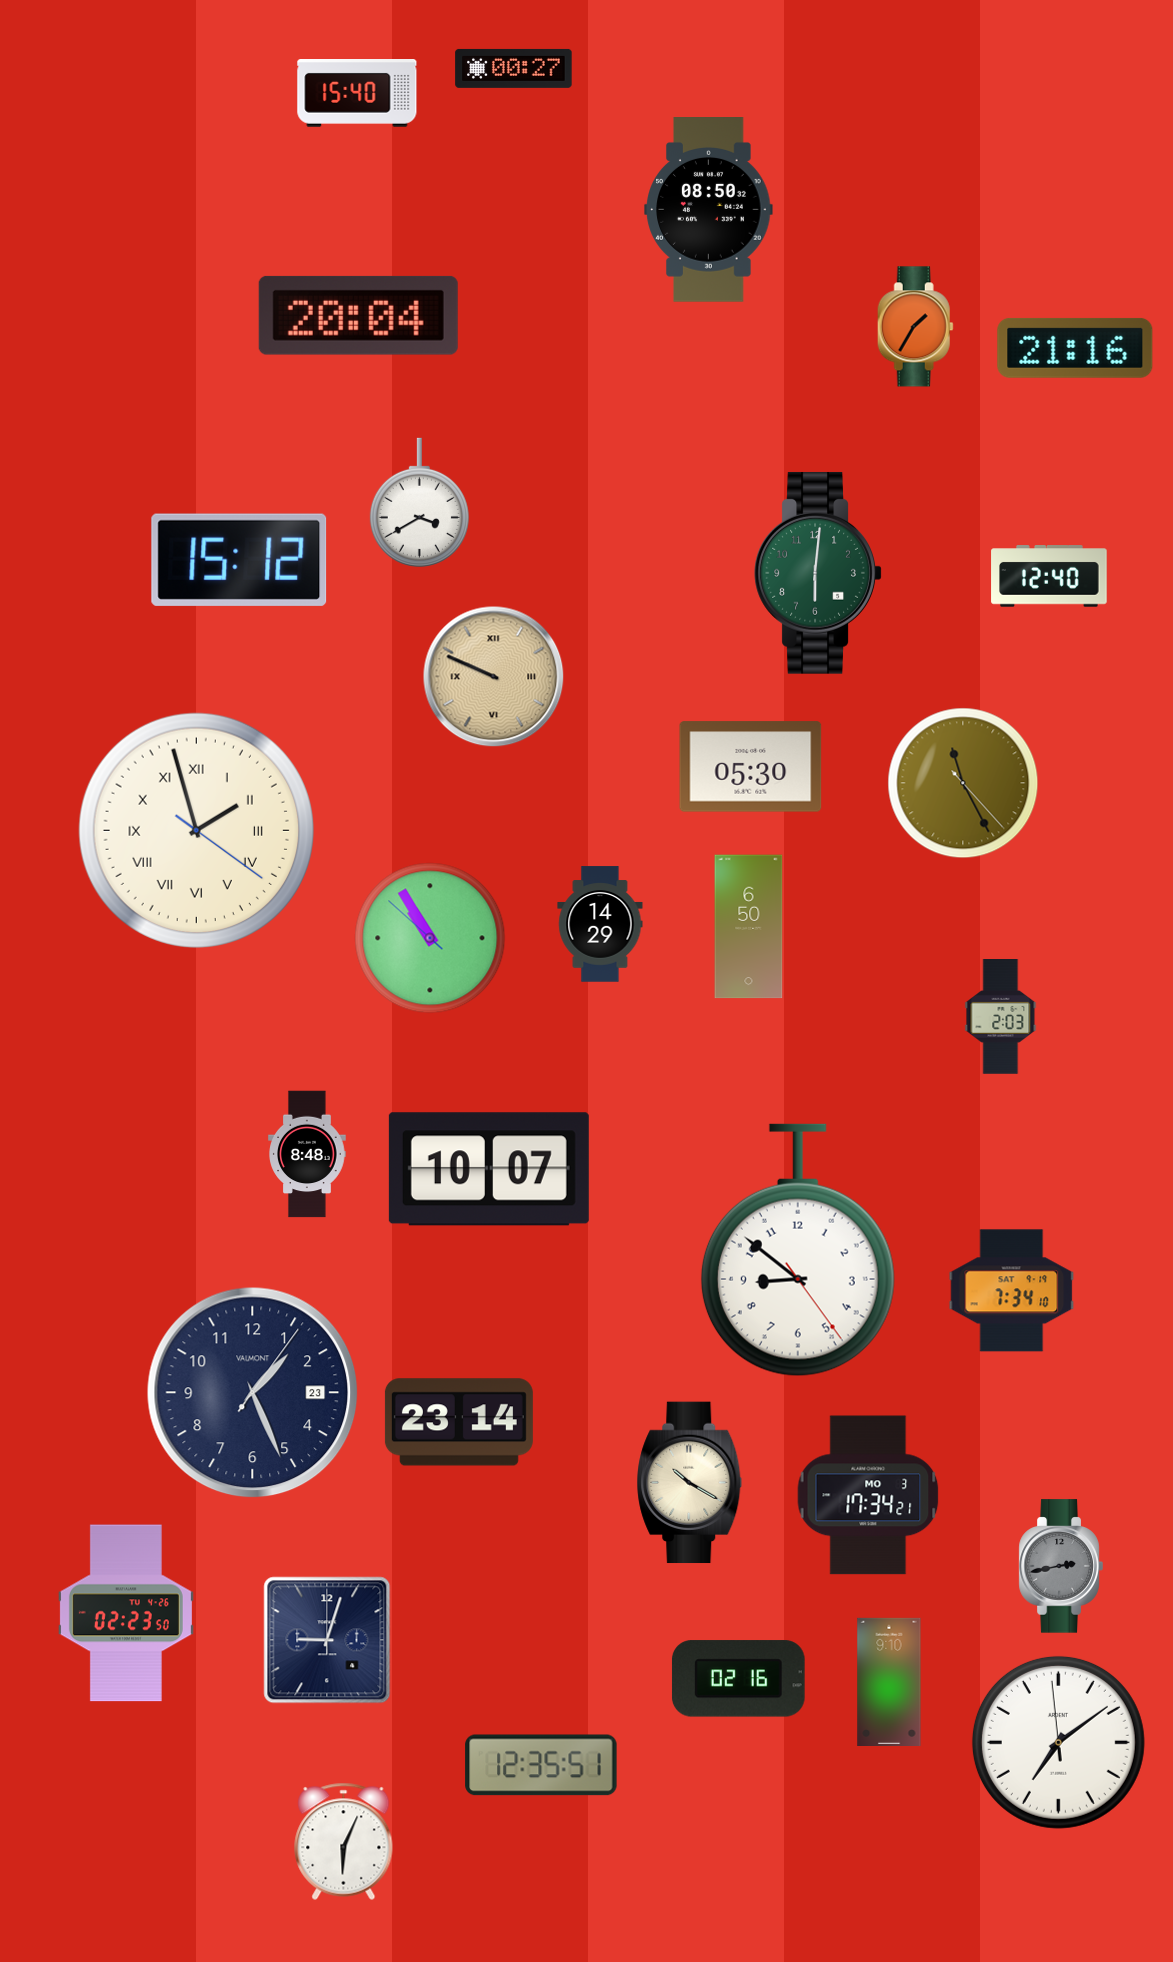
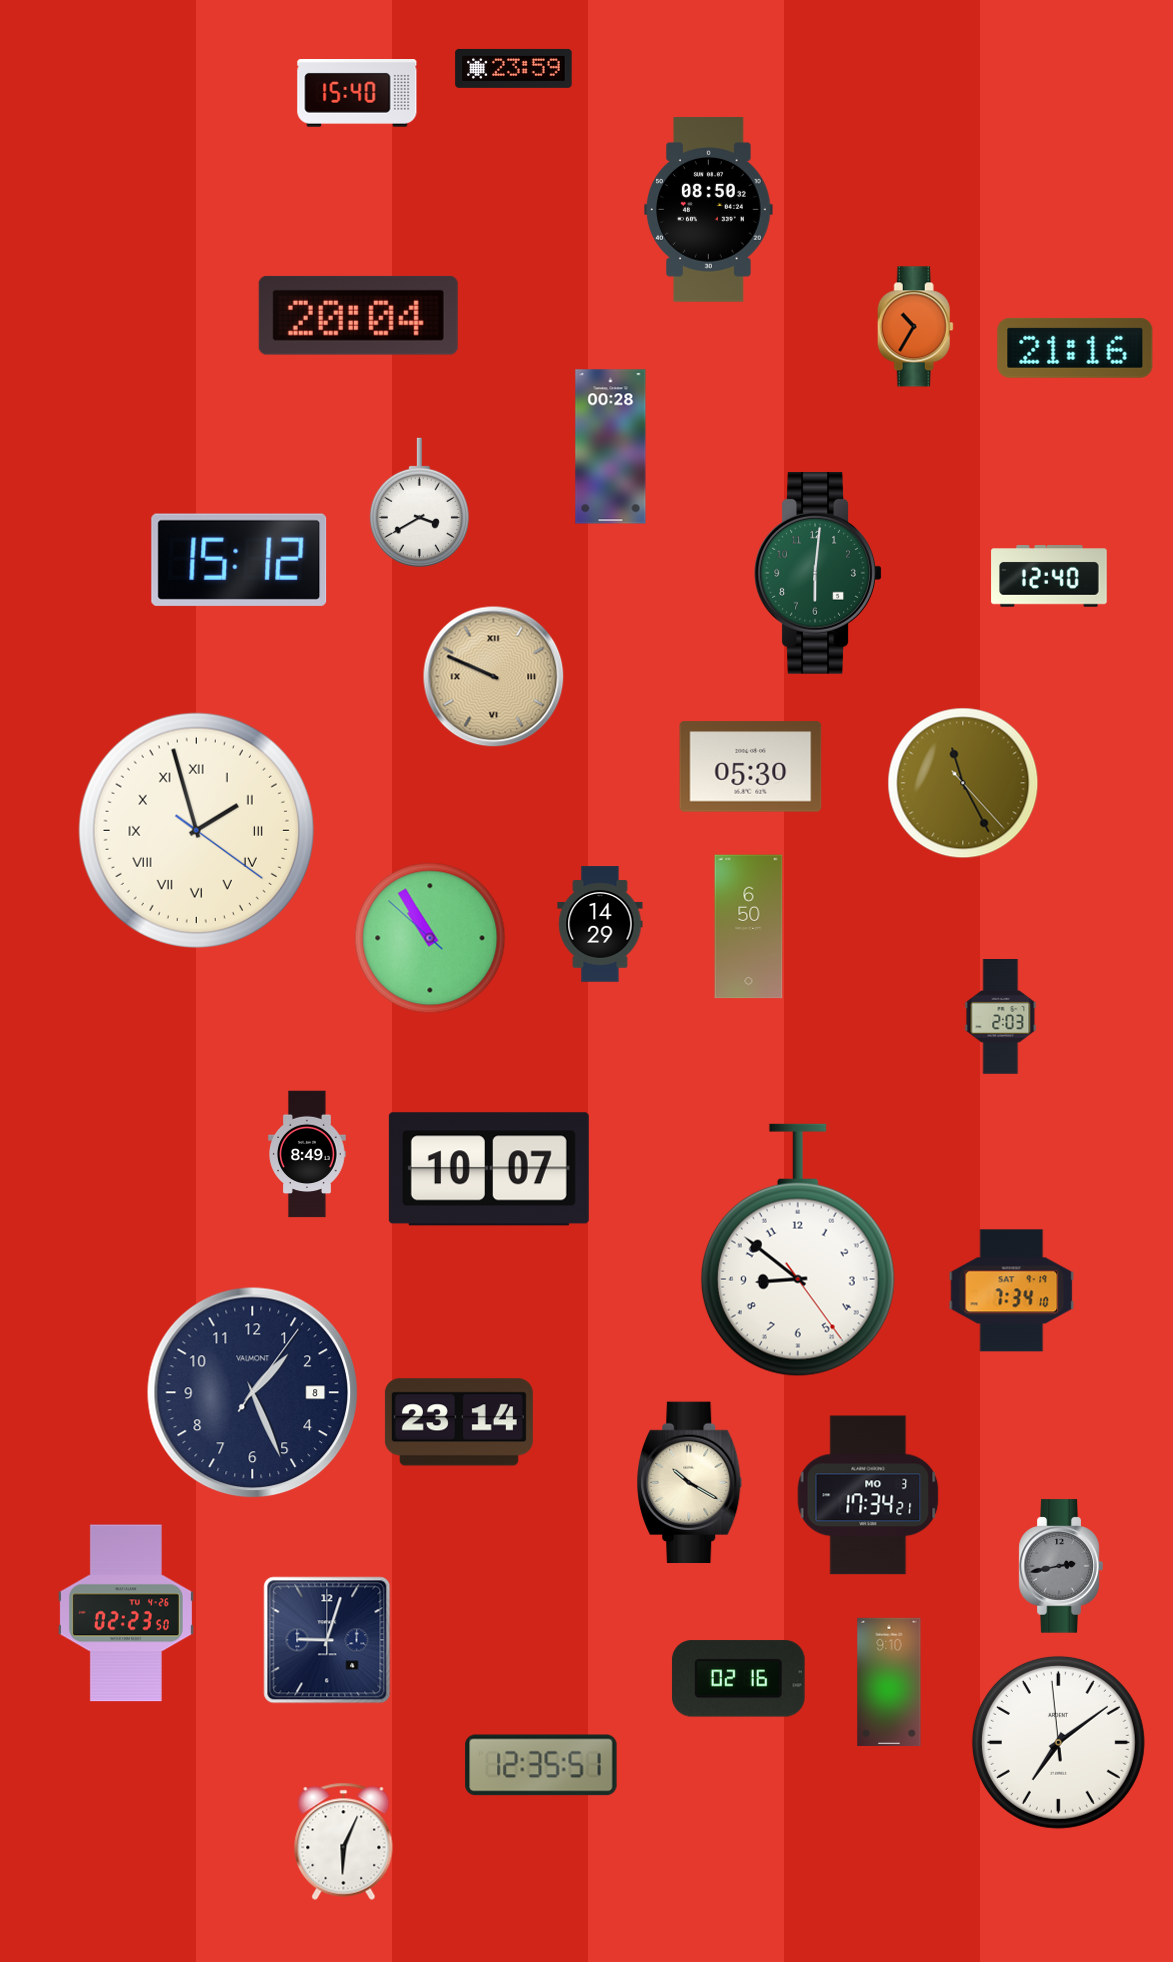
clock at (514, 68): 00:27 -> 23:59
clock at (915, 327): 1:35 -> 10:35
clock at (611, 447): none -> 00:28
clock at (307, 1154): 8:48 -> 8:49
clock at (253, 1393) date: 23 -> 8
